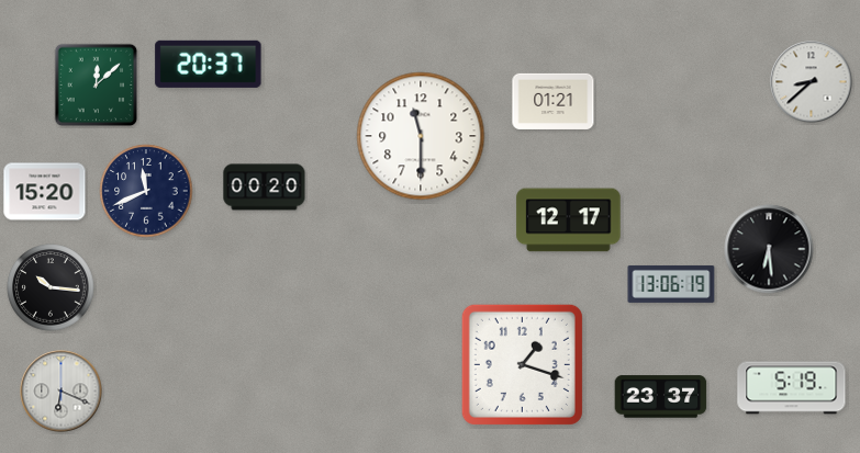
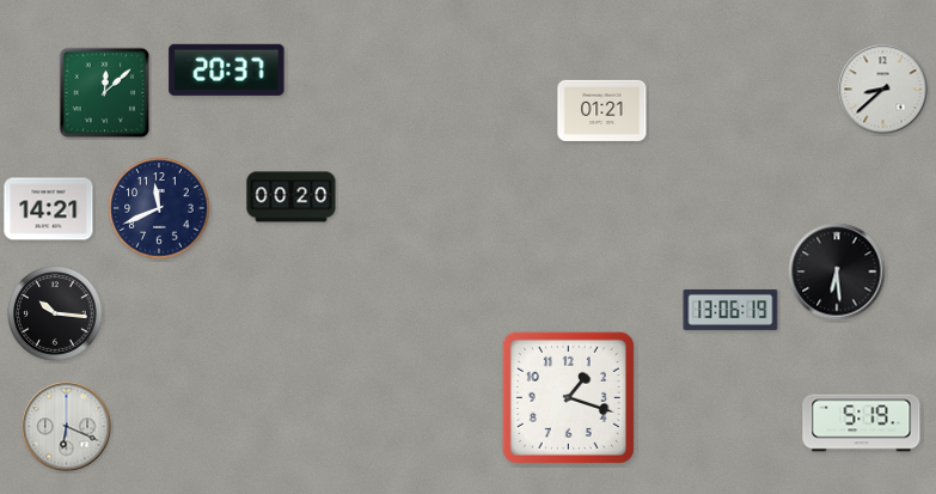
clock at (421, 136): 11:30 -> none
clock at (265, 188) position: (265, 188) -> (292, 197)
clock at (45, 192): 15:20 -> 14:21
clock at (569, 220): 12:17 -> none
clock at (661, 397): 23:37 -> none
